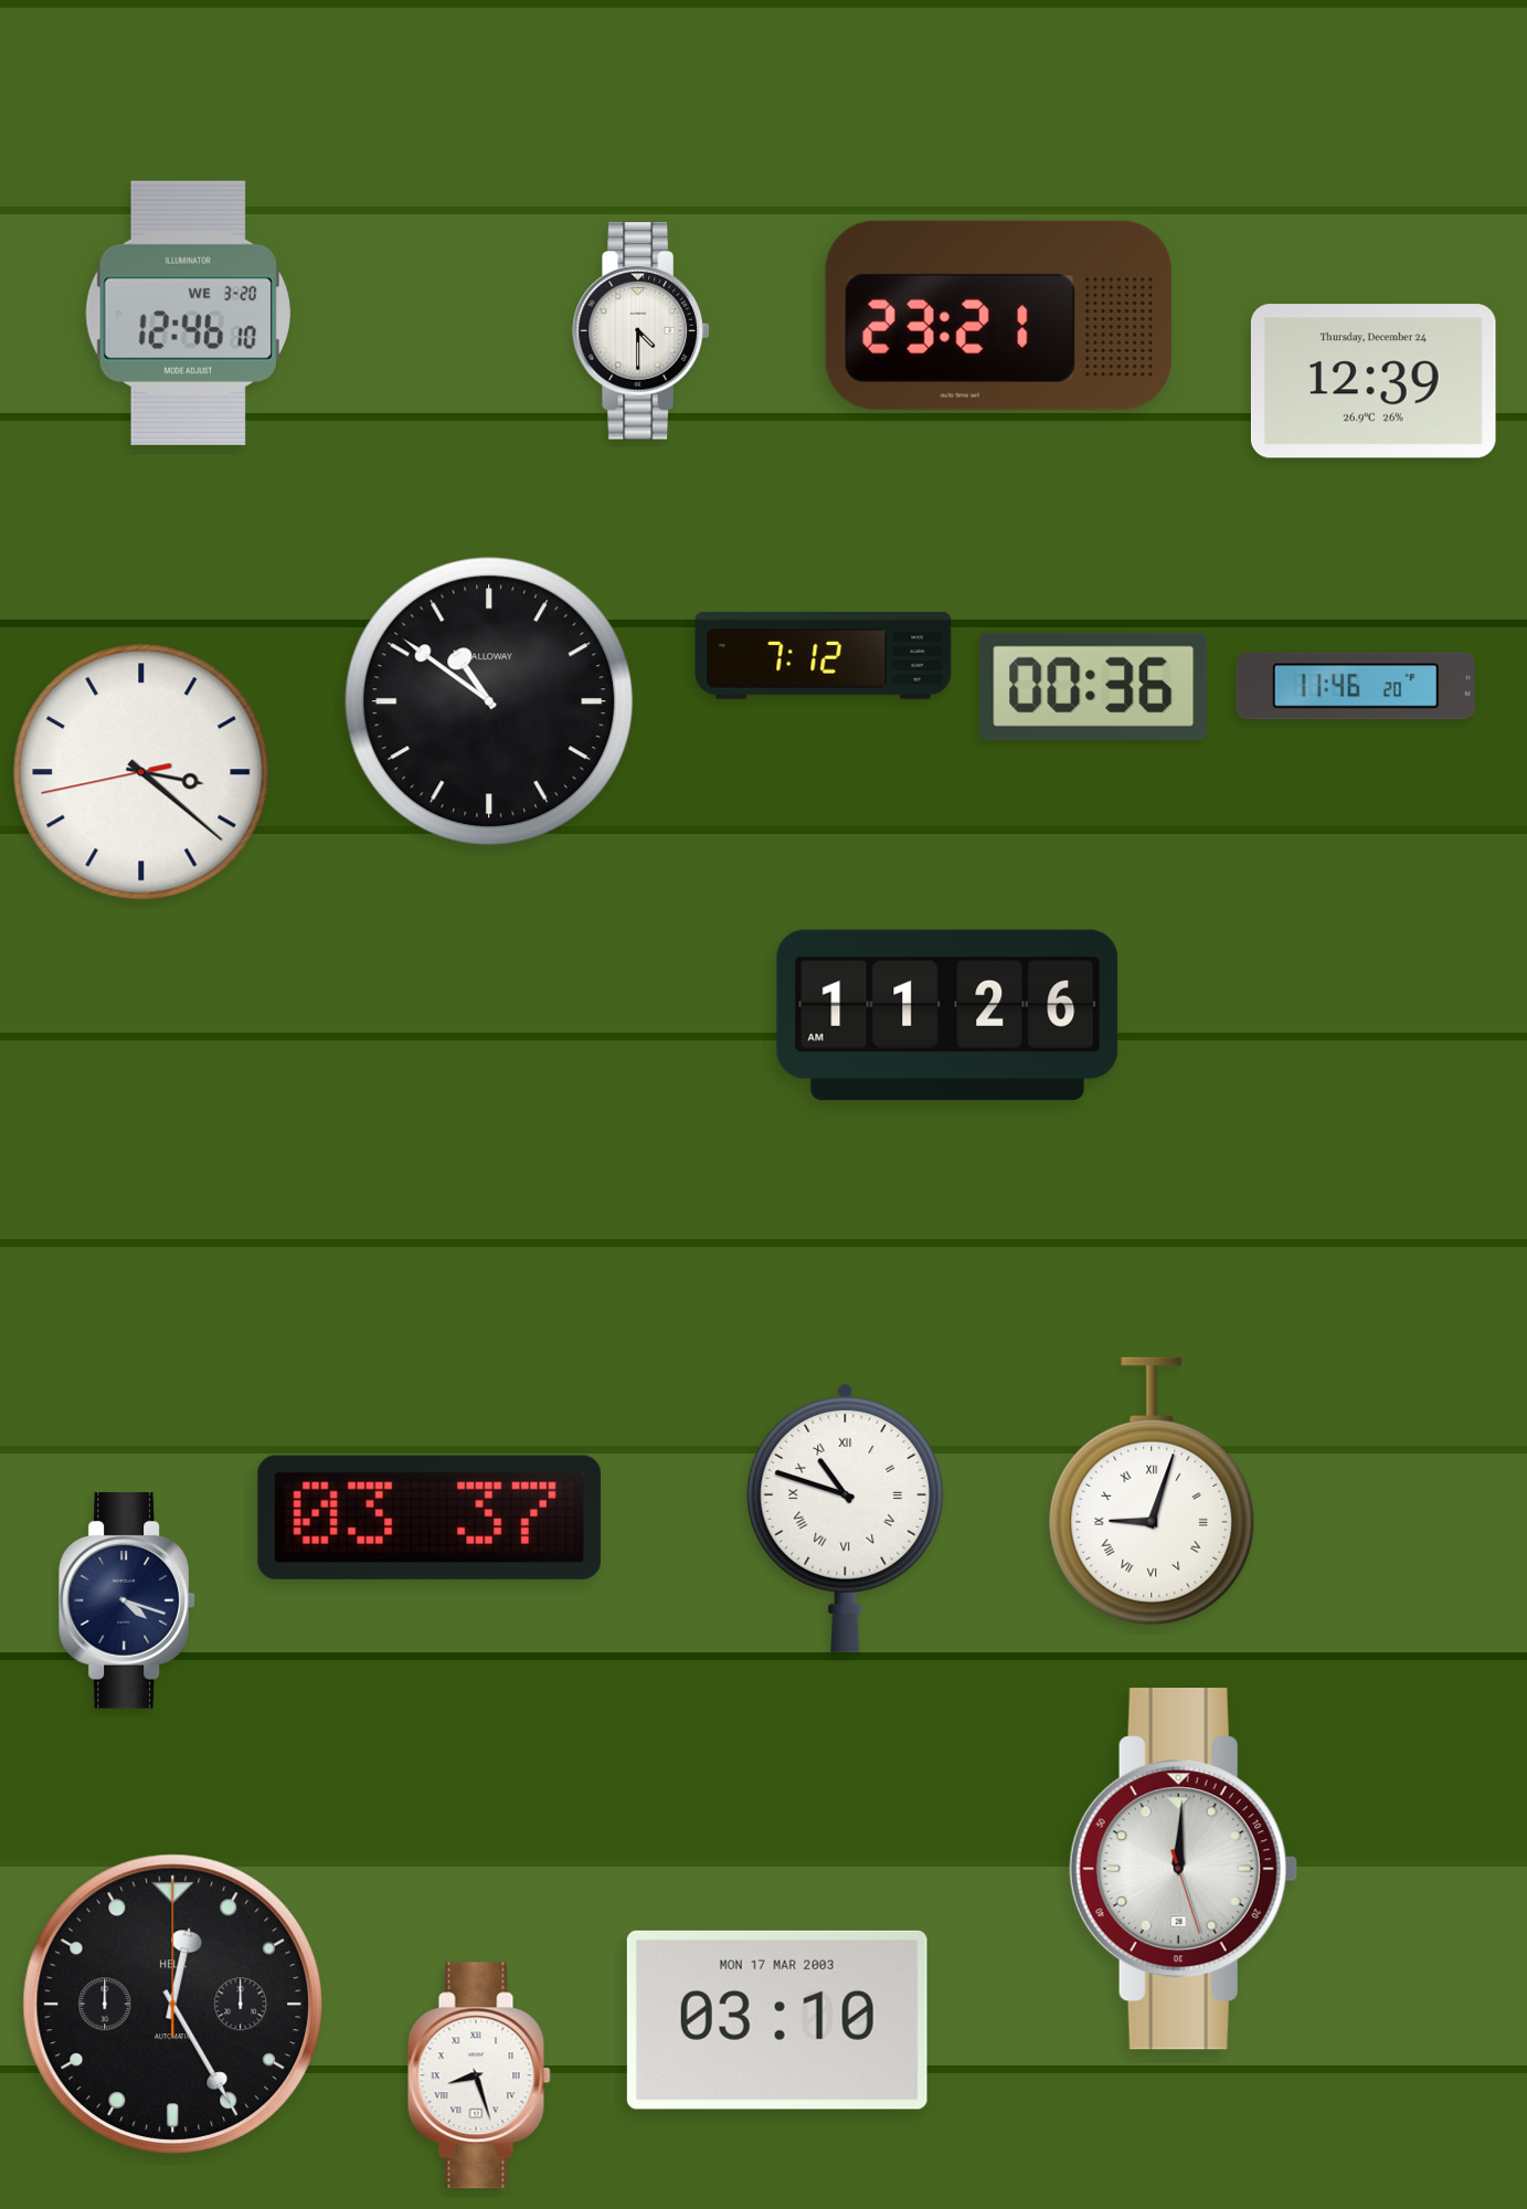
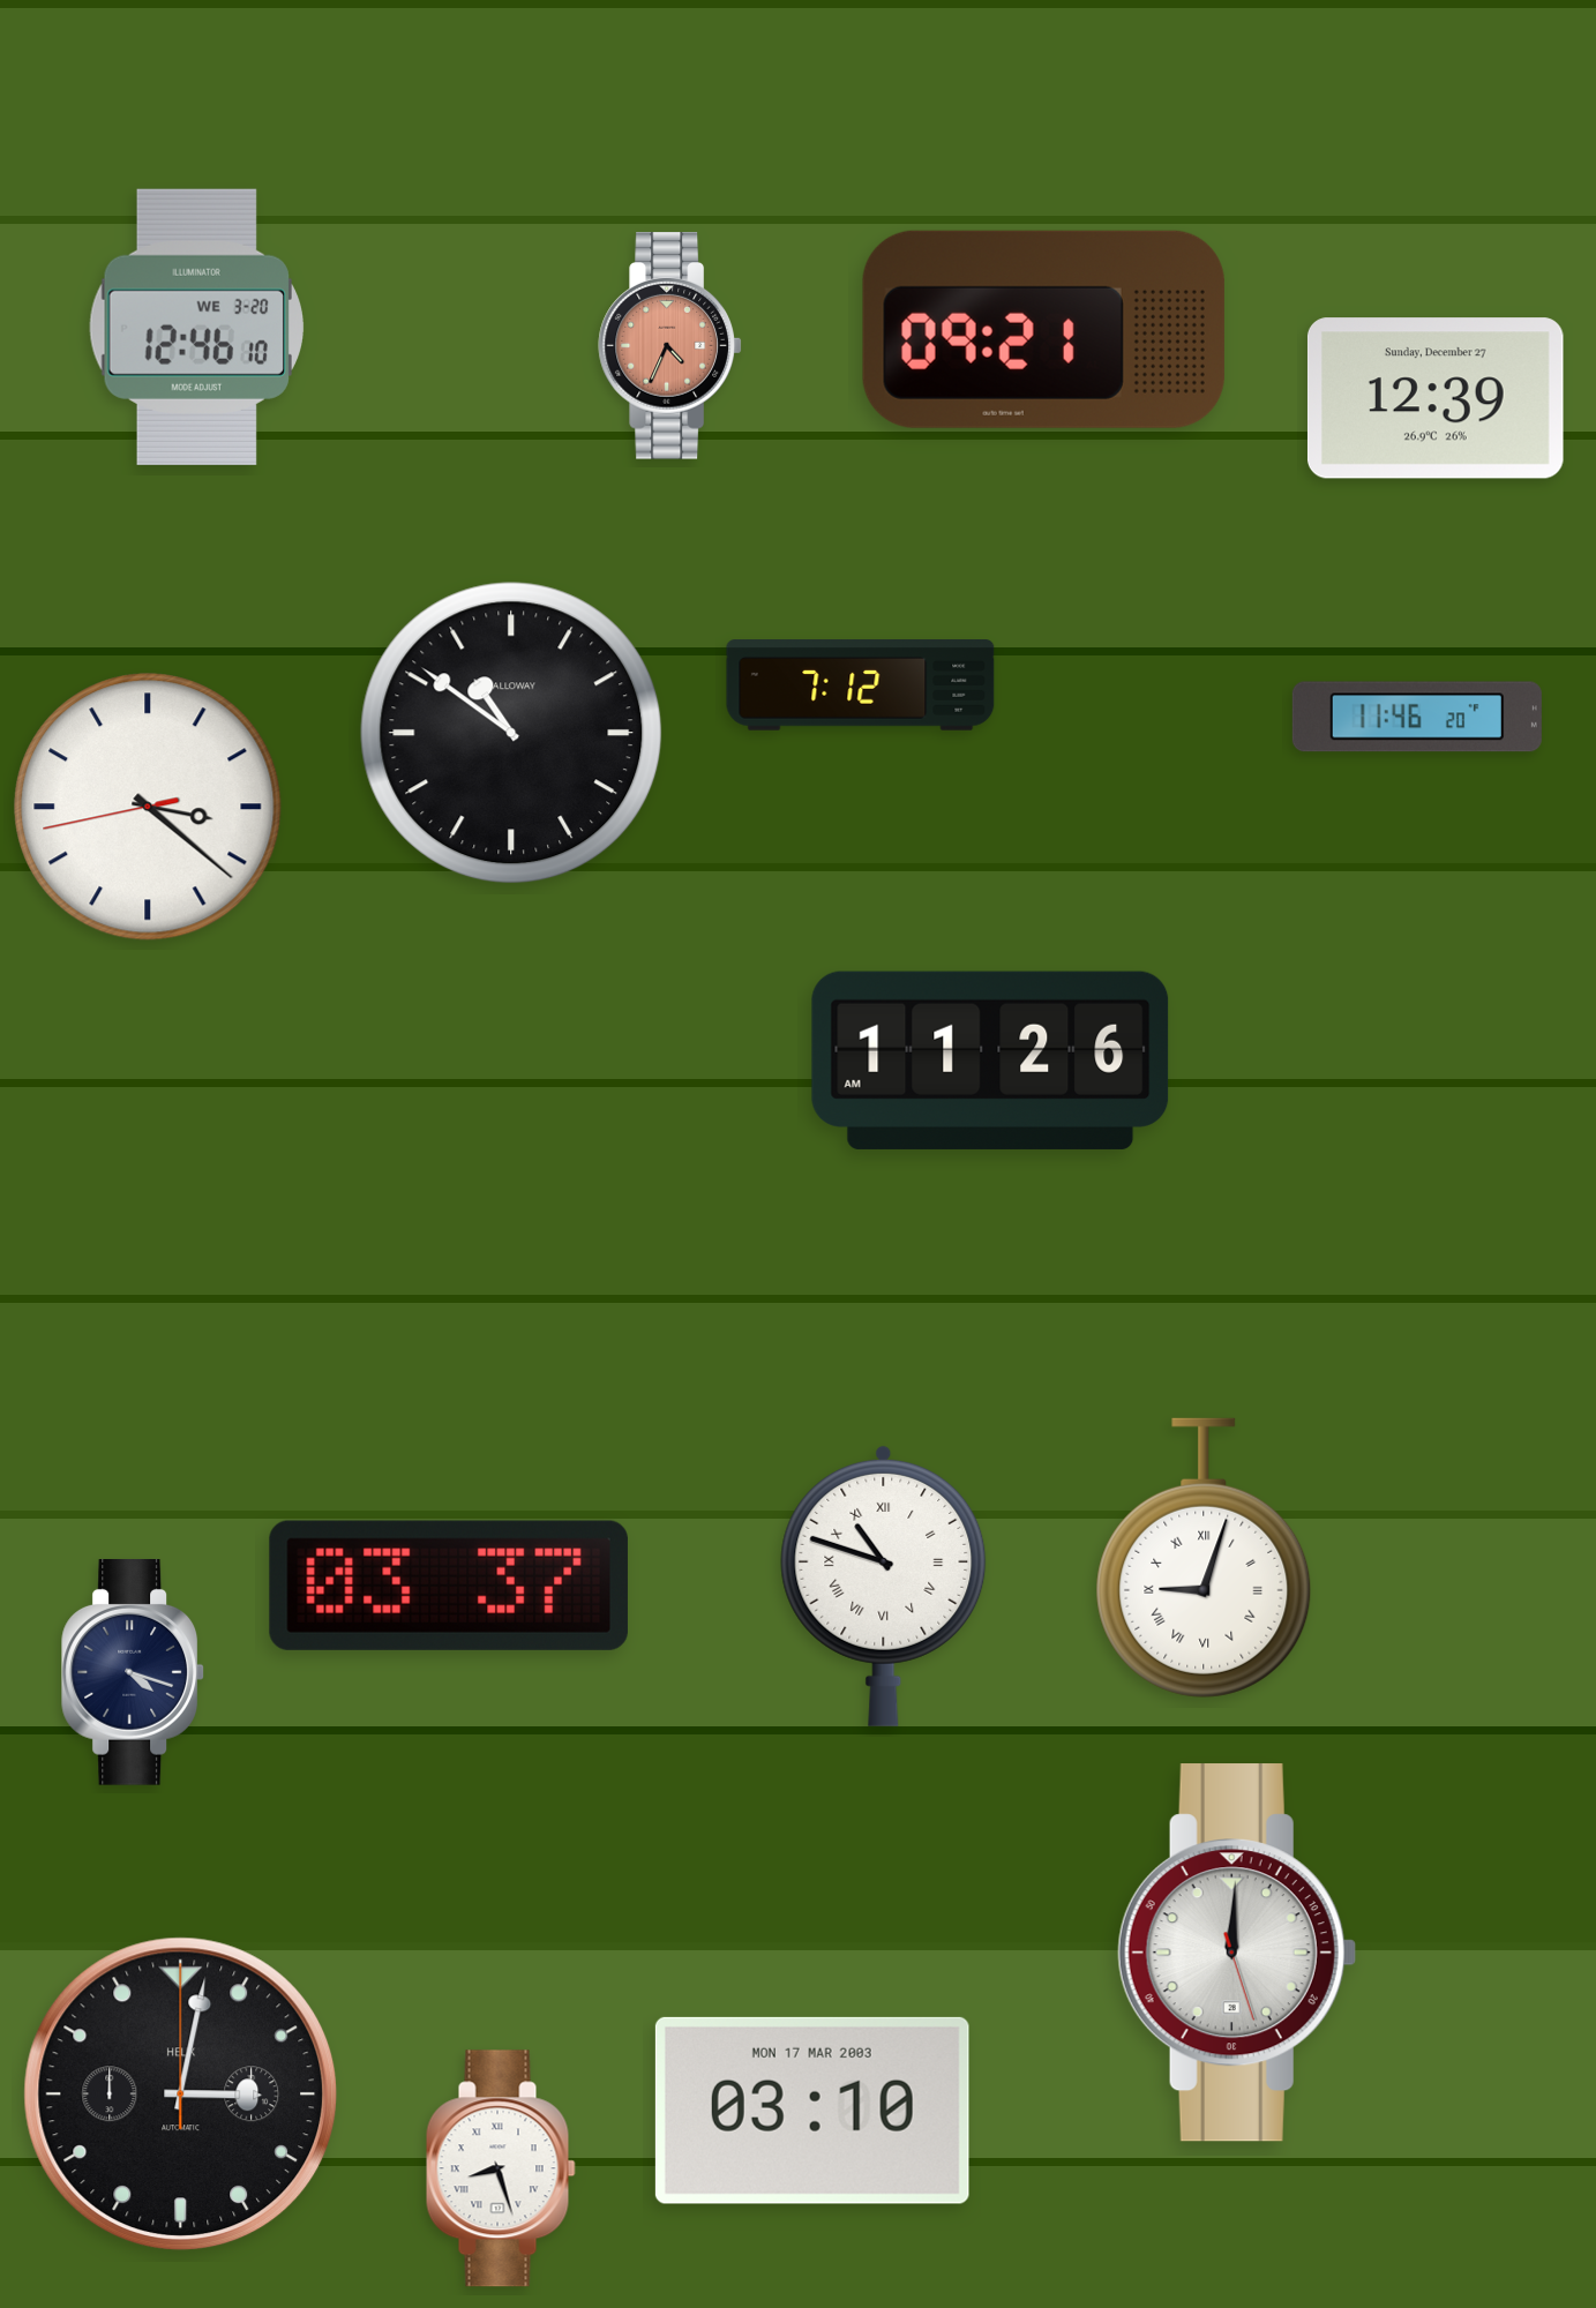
clock at (998, 315): 23:21 -> 09:21
clock at (641, 331): 4:30 -> 4:34
clock at (641, 331) dial: white -> salmon
clock at (1374, 381) date: Thursday, December 24 -> Sunday, December 27
clock at (1094, 686): 00:36 -> none
clock at (173, 2005): 12:25 -> 3:02
